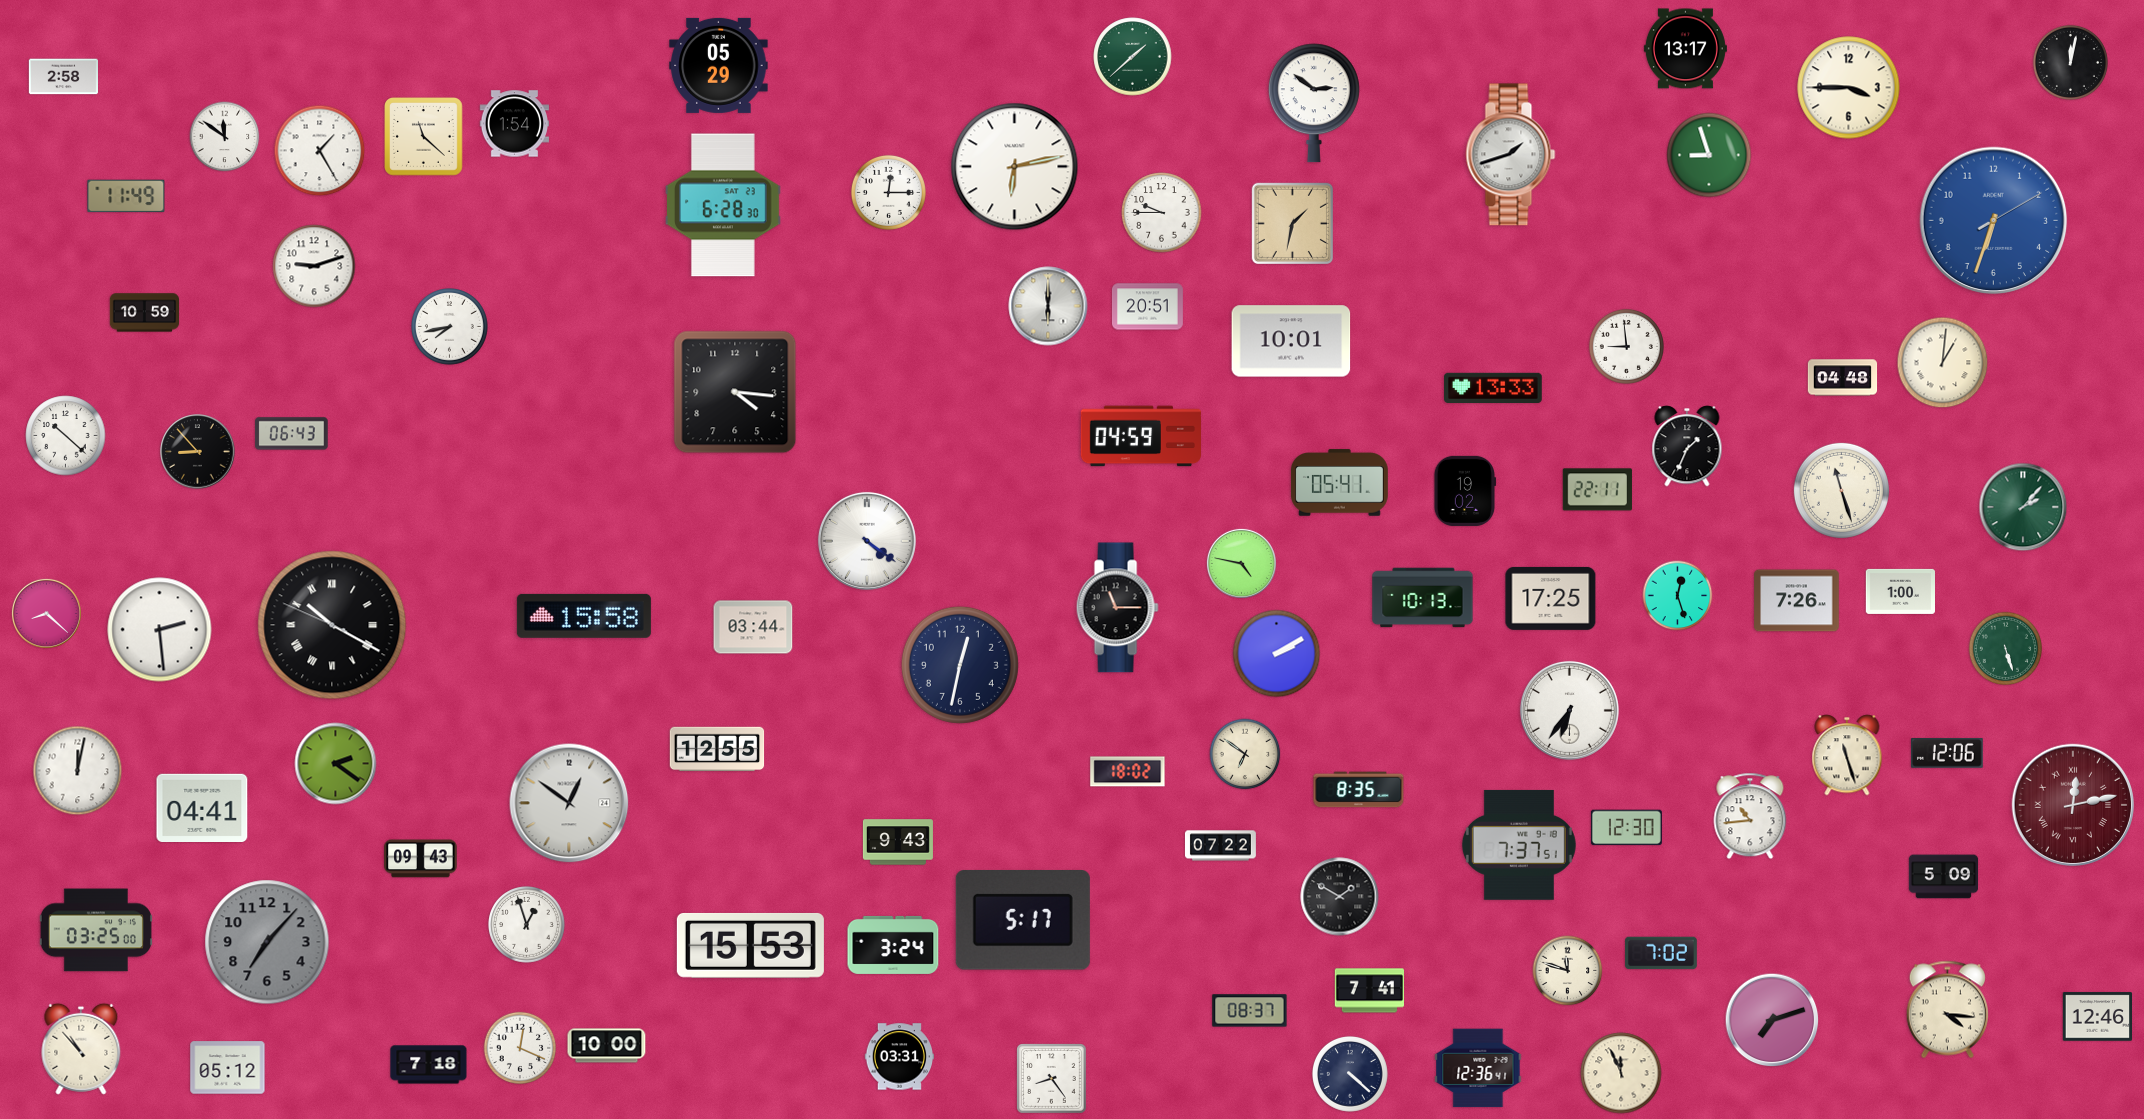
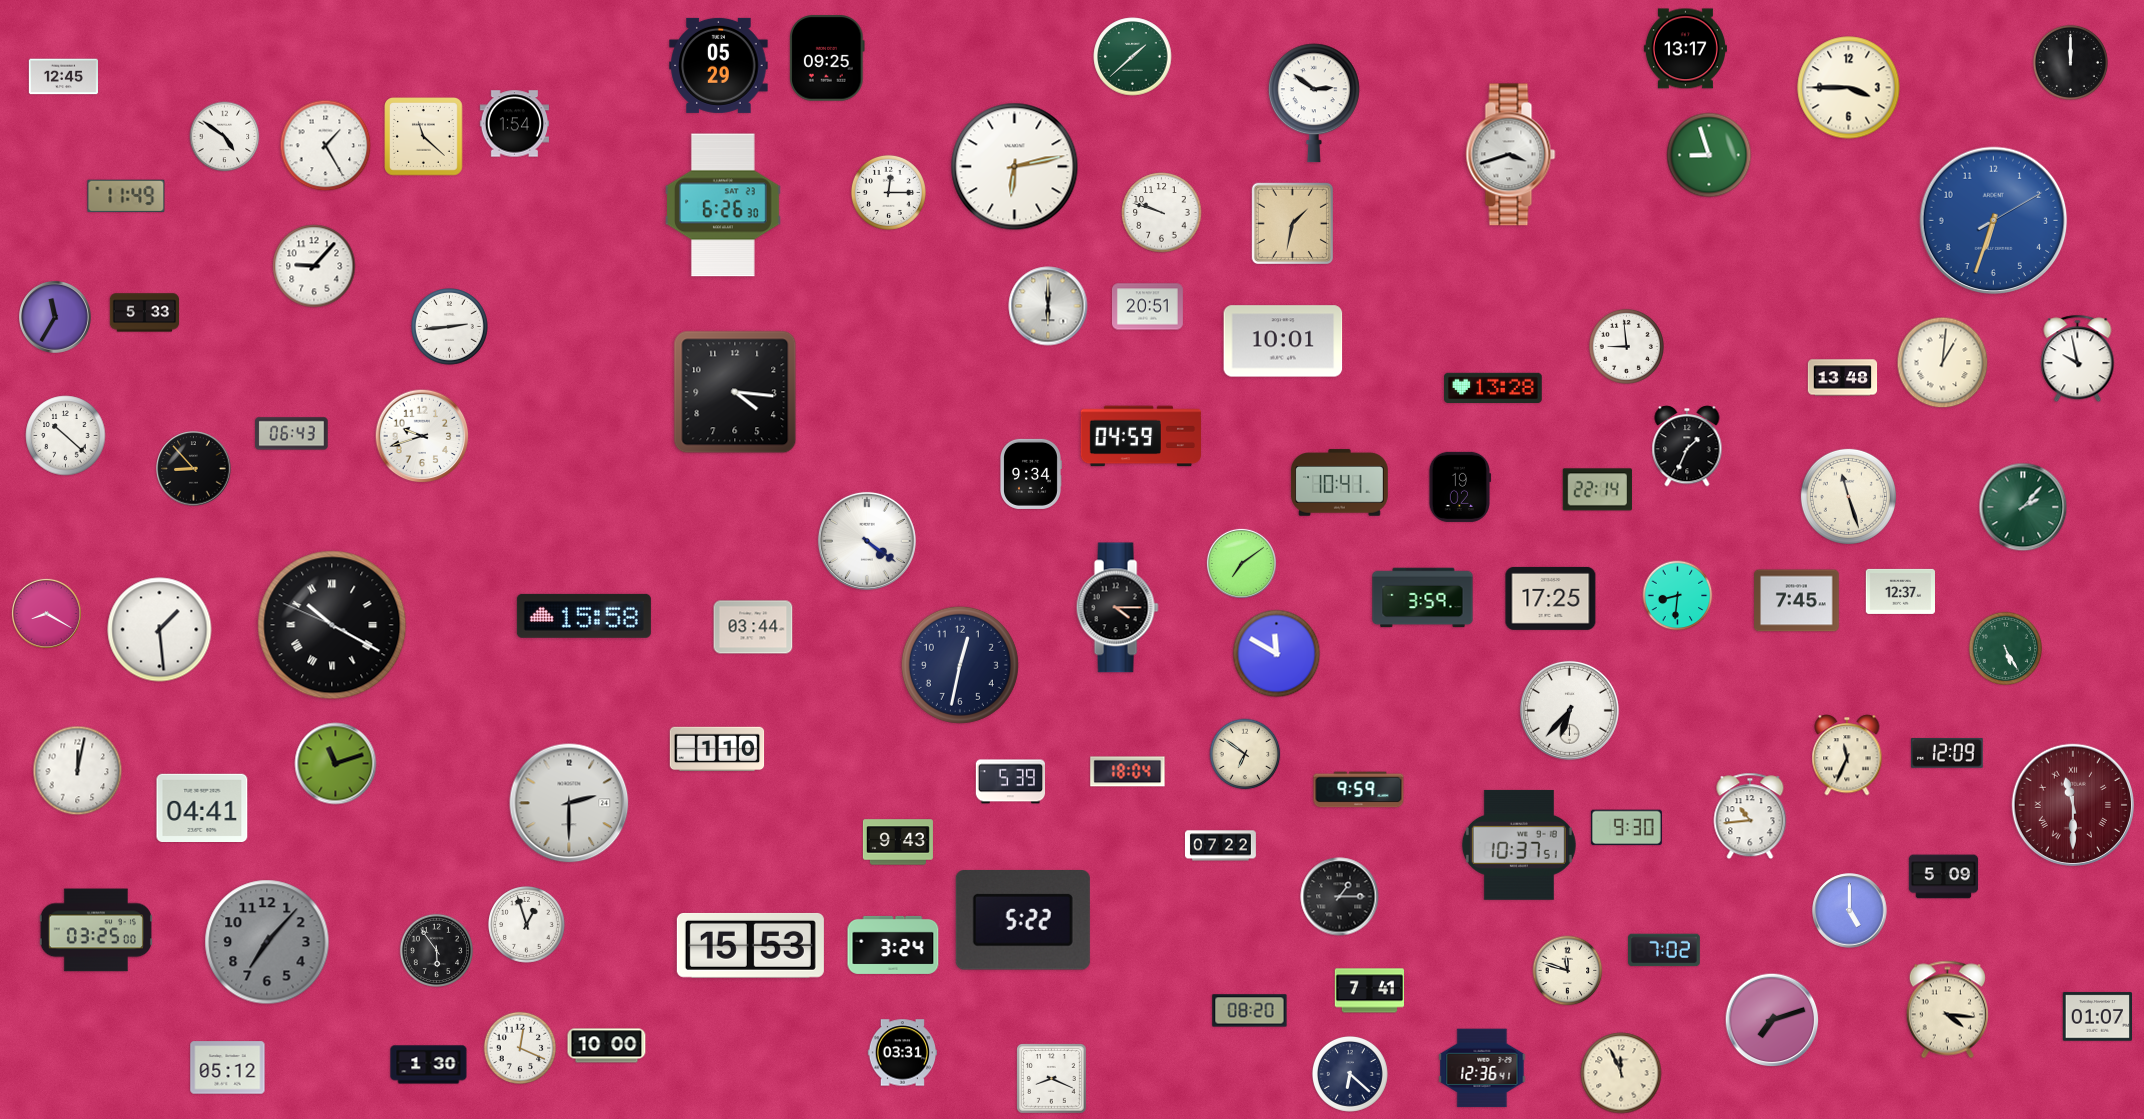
clock at (827, 58): none -> 09:25
clock at (2070, 62): 12:02 -> 12:00
clock at (64, 77): 2:58 -> 12:45
clock at (225, 137): 11:51 -> 4:51
clock at (320, 151) position: (320, 151) -> (326, 146)
clock at (1511, 155): 1:42 -> 3:42
clock at (724, 205): 6:28 -> 6:26
clock at (1162, 213): 9:45 -> 9:48
clock at (314, 266): 9:12 -> 9:07
clock at (145, 313): 10:59 -> 5:33
clock at (56, 318): none -> 11:35
clock at (450, 327): 7:43 -> 2:44
clock at (1291, 341) position: (1291, 341) -> (1283, 341)
clock at (2078, 359): none -> 9:58
clock at (1843, 378): 04:48 -> 13:48
clock at (1493, 387): 13:33 -> 13:28
clock at (422, 436): none -> 9:42
clock at (198, 452) position: (198, 452) -> (194, 469)
clock at (1031, 474): none -> 9:34
clock at (1339, 483): 05:41 -> 10:41
clock at (1597, 490): 22:11 -> 22:14
clock at (1841, 490) position: (1841, 490) -> (1848, 496)
clock at (1465, 491) position: (1465, 491) -> (1460, 487)
clock at (1241, 563): 4:47 -> 7:09
clock at (1900, 591): 1:00 -> 12:37
clock at (1678, 596): 12:27 -> 8:31
clock at (1423, 598): 10:13 -> 3:59
clock at (1797, 601): 7:26 -> 7:45
clock at (1117, 608): 11:15 -> 4:15
clock at (46, 613): 8:22 -> 8:20
clock at (160, 630): 2:29 -> 1:29
clock at (2005, 648): 5:27 -> 5:25
clock at (1277, 654): 2:10 -> 11:50
clock at (1569, 710): 6:36 -> 6:37
clock at (717, 749): 12:55 -> 1:10
clock at (1948, 754): 12:06 -> 12:09
clock at (1847, 755): 11:27 -> 11:34
clock at (336, 764): 2:21 -> 11:12
clock at (1128, 772): 18:02 -> 18:04
clock at (1010, 782): none -> 5:39
clock at (1359, 790): 8:35 -> 9:59
clock at (569, 803): 12:51 -> 2:30
clock at (2072, 804): 12:13 -> 11:30
clock at (1626, 828): 12:30 -> 9:30
clock at (1519, 845): 7:37 -> 10:37
clock at (421, 859): 09:43 -> none
clock at (1340, 897): 1:50 -> 1:15
clock at (1850, 911): none -> 5:00
clock at (1023, 921): 5:17 -> 5:22
clock at (436, 950): none -> 5:54
clock at (1661, 953) position: (1661, 953) -> (1664, 950)
clock at (1250, 1011): 08:37 -> 08:20
clock at (2097, 1017): 12:46 -> 01:07
clock at (81, 1049): 10:53 -> none
clock at (899, 1057) position: (899, 1057) -> (902, 1053)
clock at (429, 1065): 7:18 -> 1:30
clock at (1478, 1068) position: (1478, 1068) -> (1482, 1068)
clock at (1350, 1074): 4:22 -> 6:22
clock at (1052, 1079): 8:24 -> 8:19
